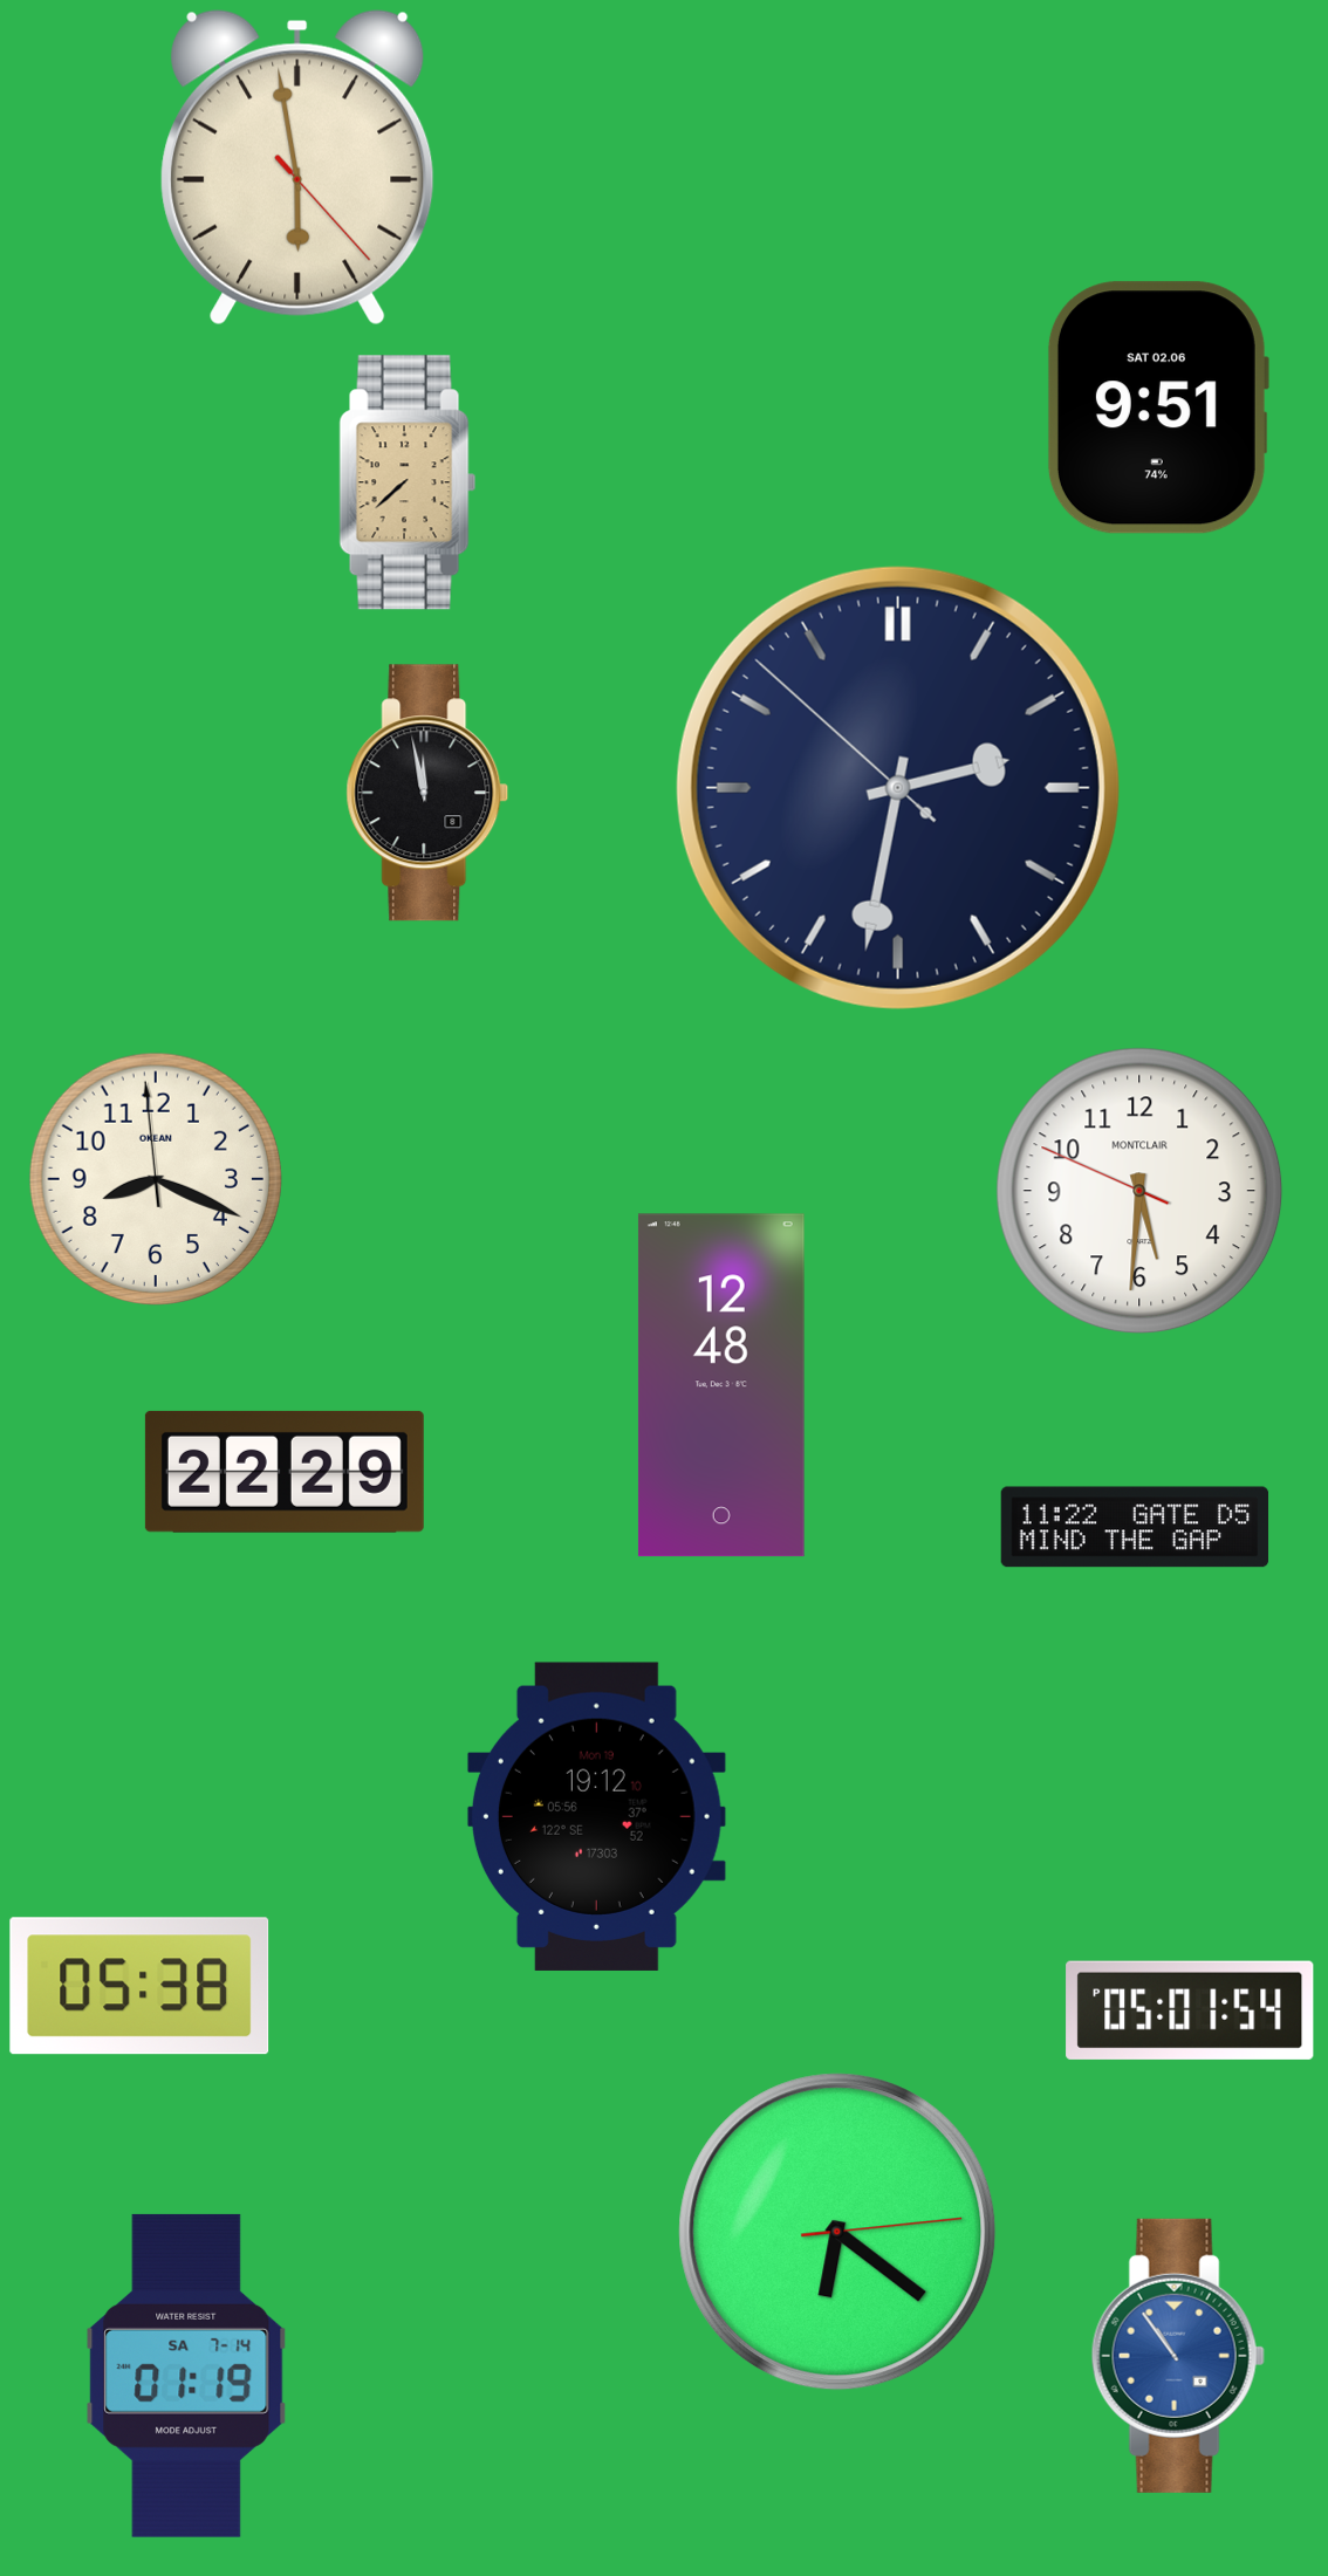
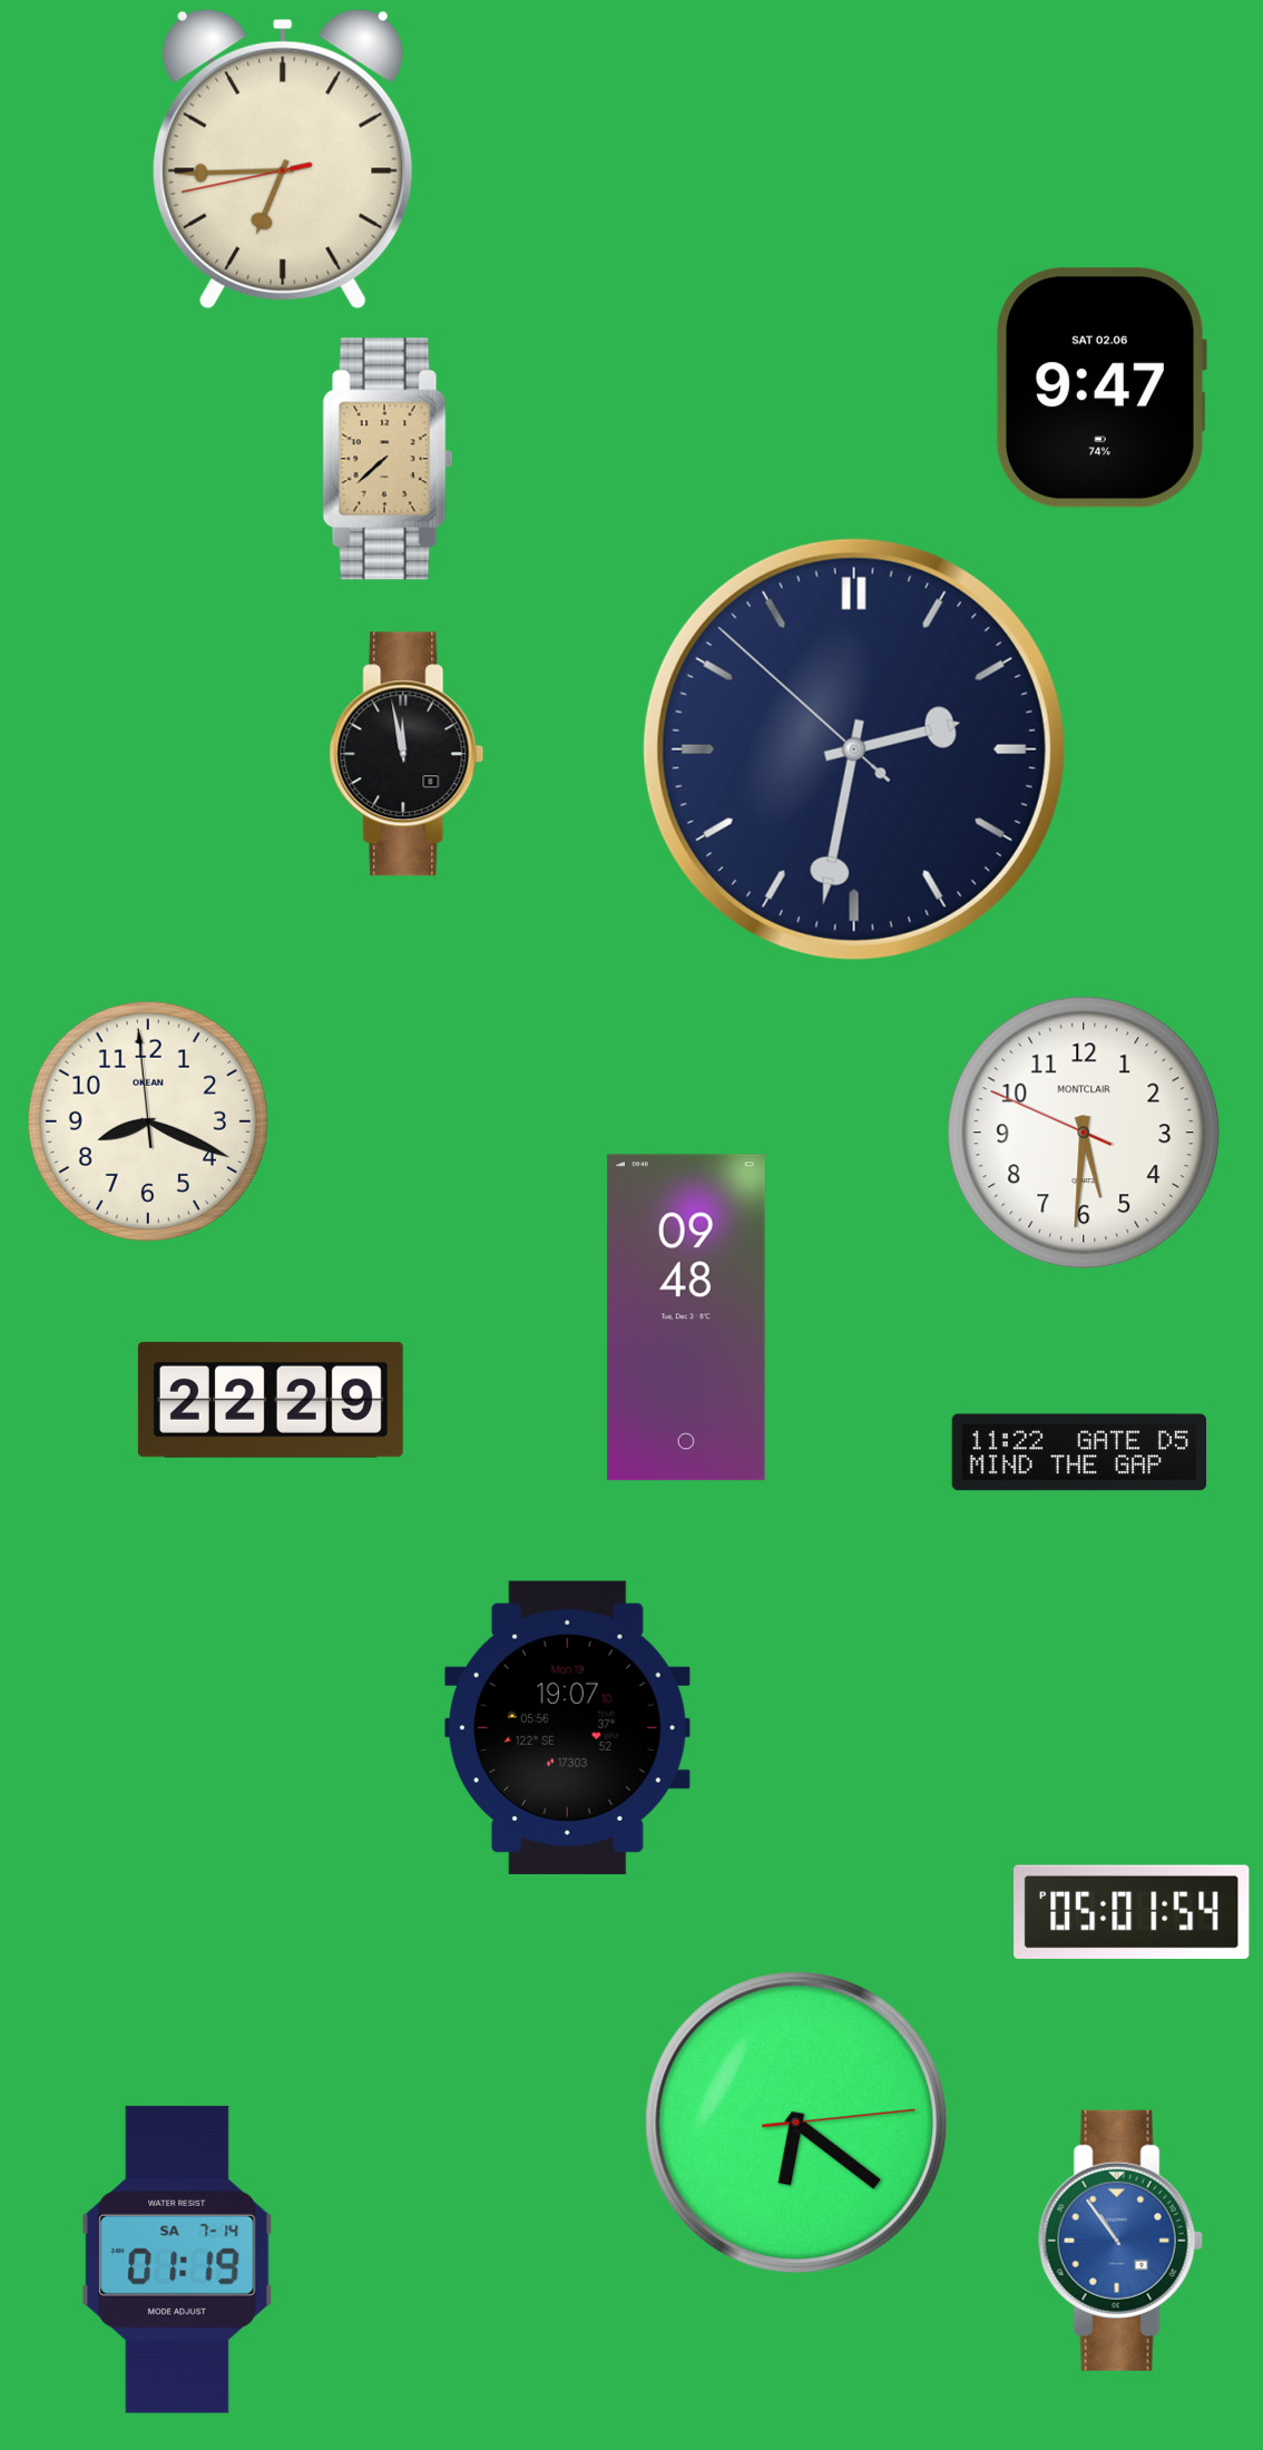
clock at (297, 167): 5:58 -> 6:44
clock at (1157, 407): 9:51 -> 9:47
clock at (721, 1385): 12:48 -> 09:48
clock at (596, 1816): 19:12 -> 19:07
clock at (139, 1986): 05:38 -> none
